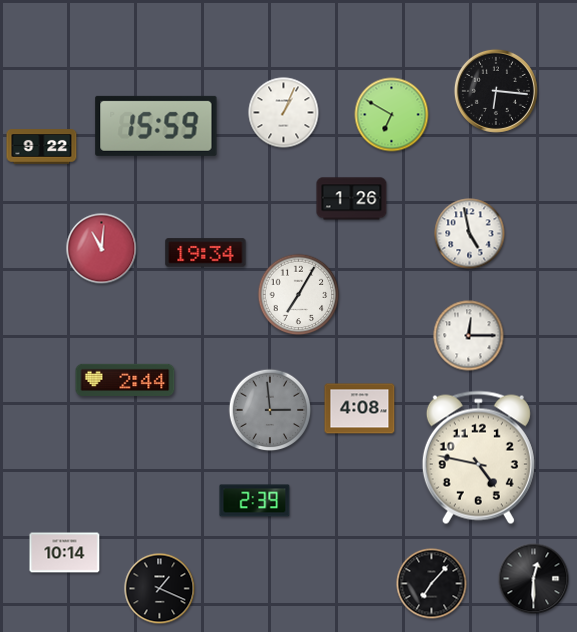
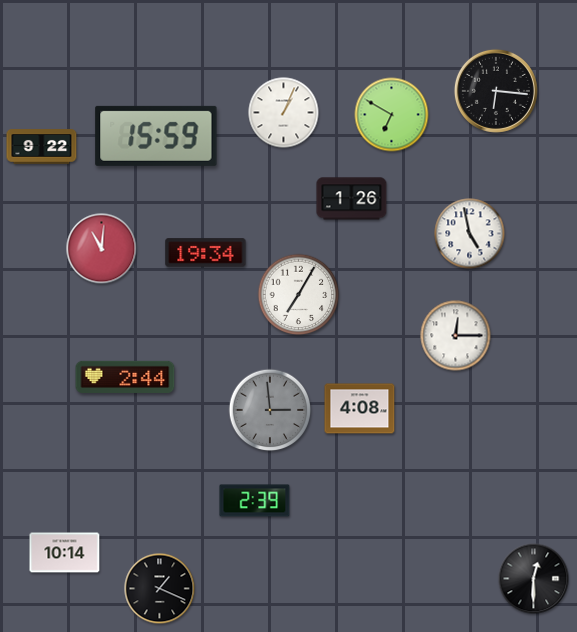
clock at (156, 126) position: (156, 126) -> (156, 136)
clock at (469, 336) position: (469, 336) -> (456, 336)
clock at (125, 380) position: (125, 380) -> (125, 377)
clock at (478, 458): 4:47 -> none
clock at (432, 584): 7:07 -> none
